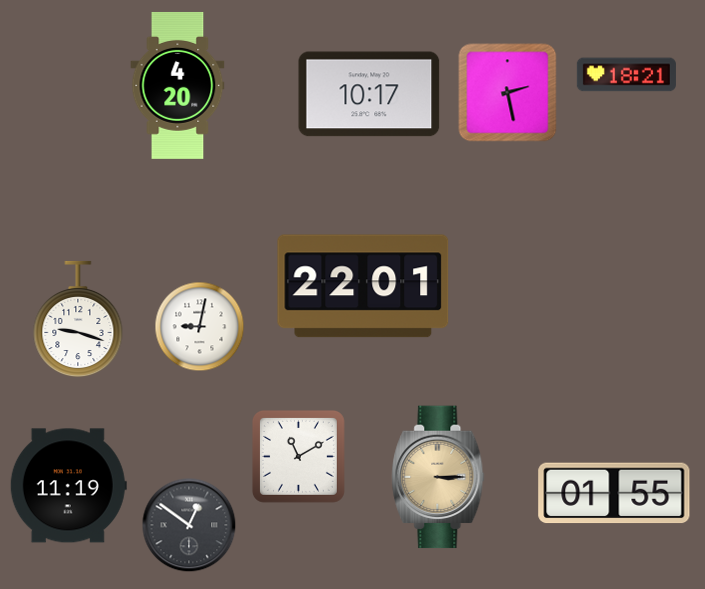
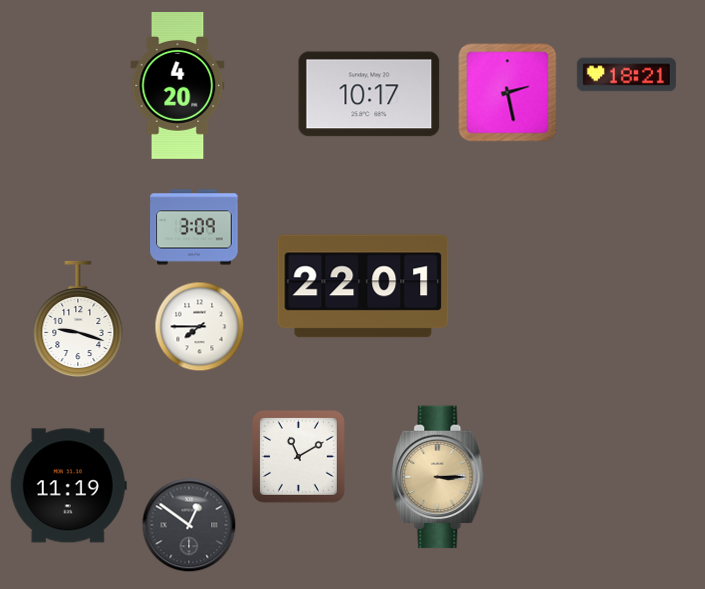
clock at (194, 227): none -> 3:09
clock at (200, 327): 9:02 -> 7:45
clock at (614, 493): 01:55 -> none
